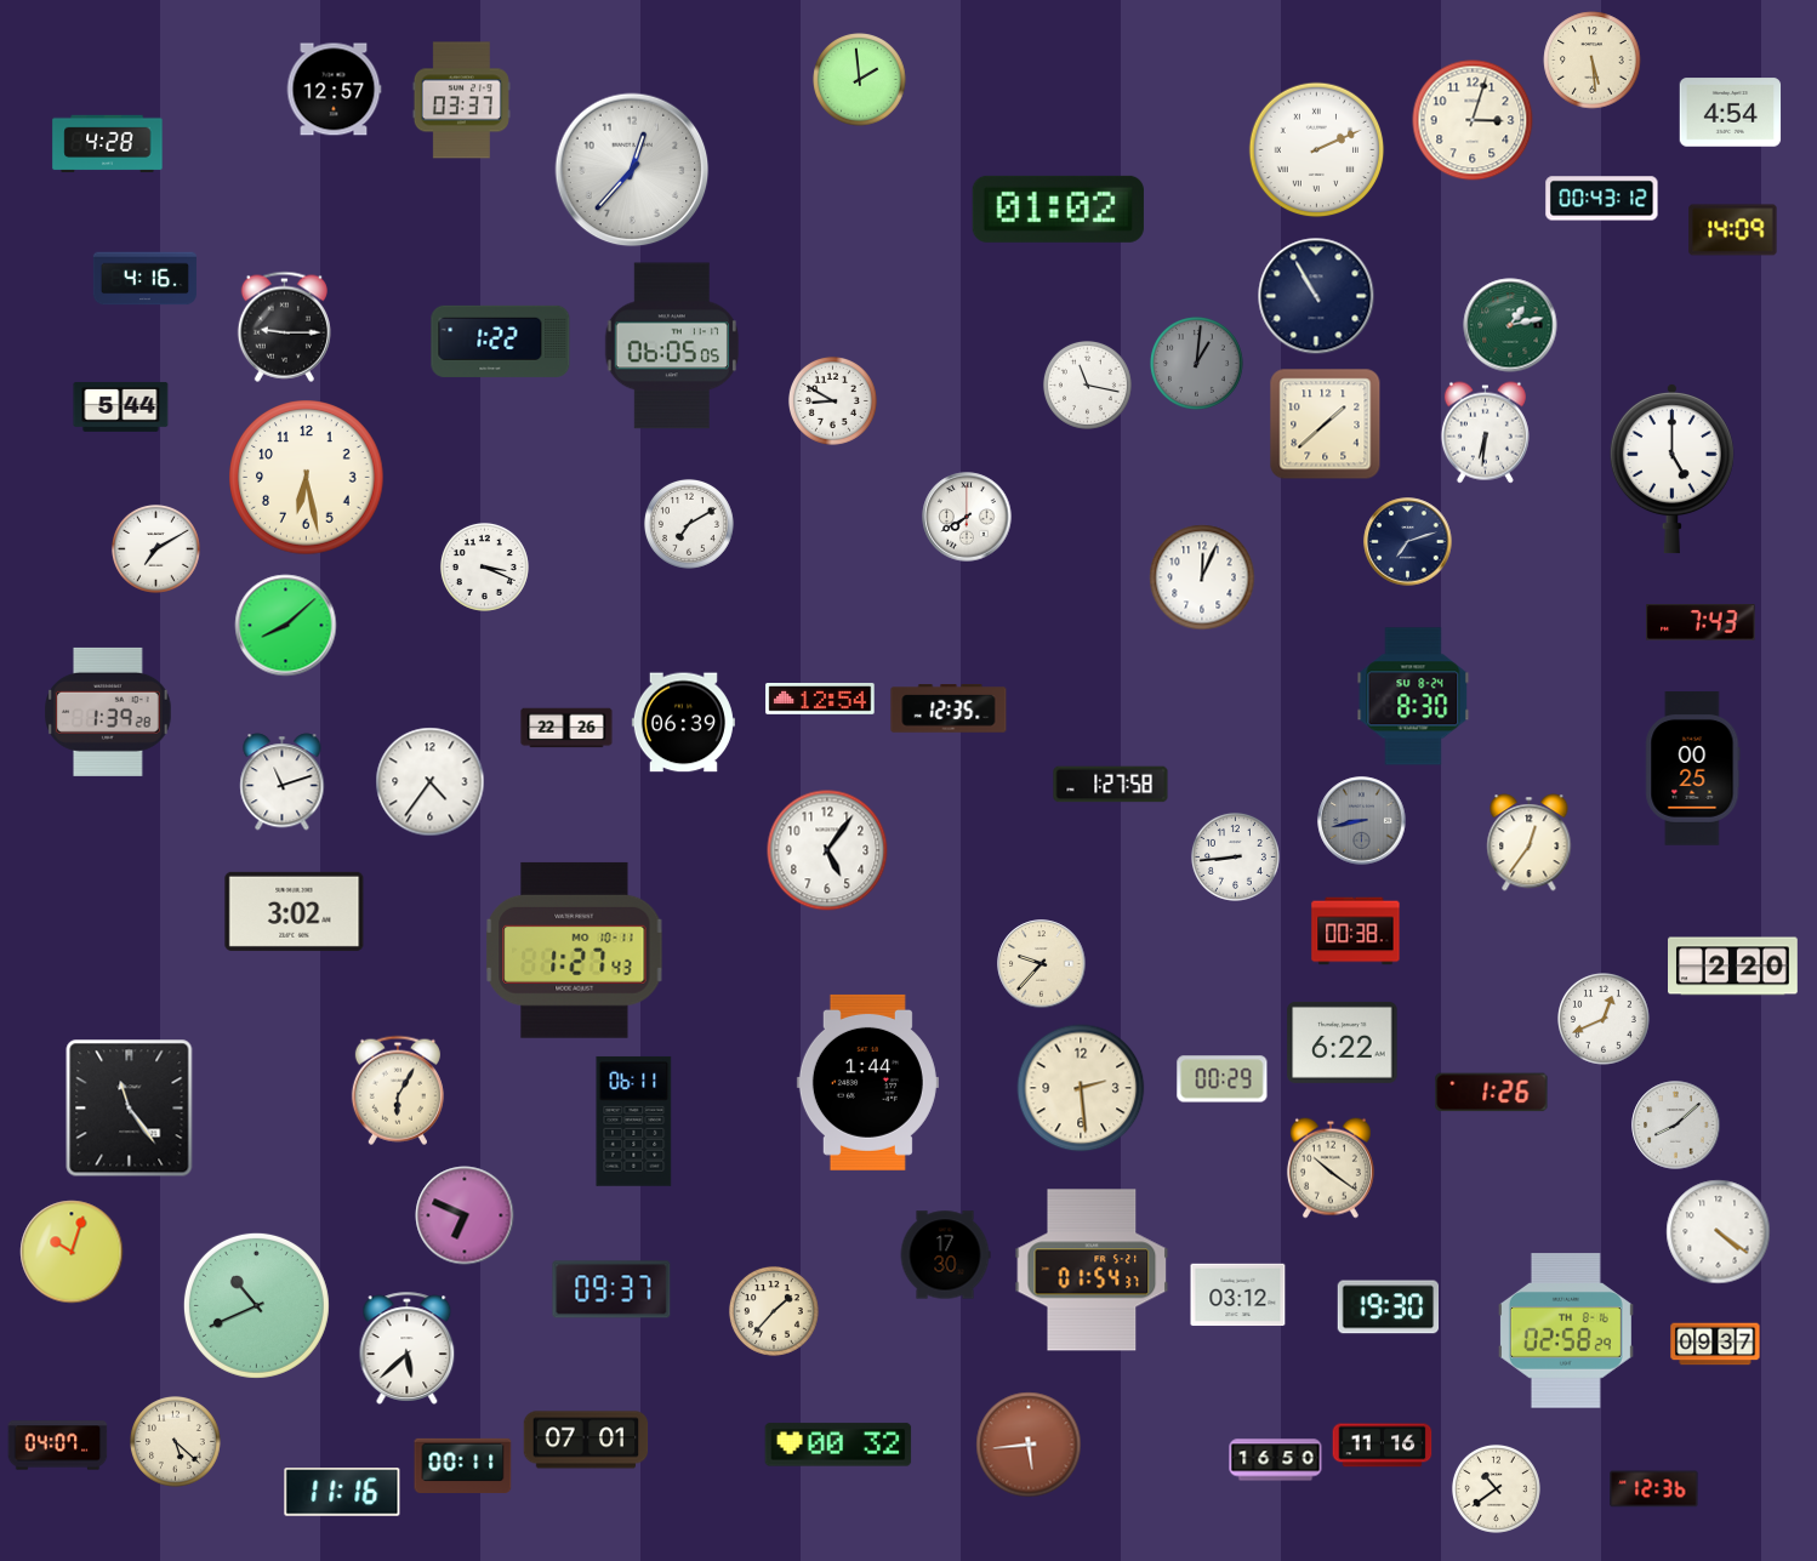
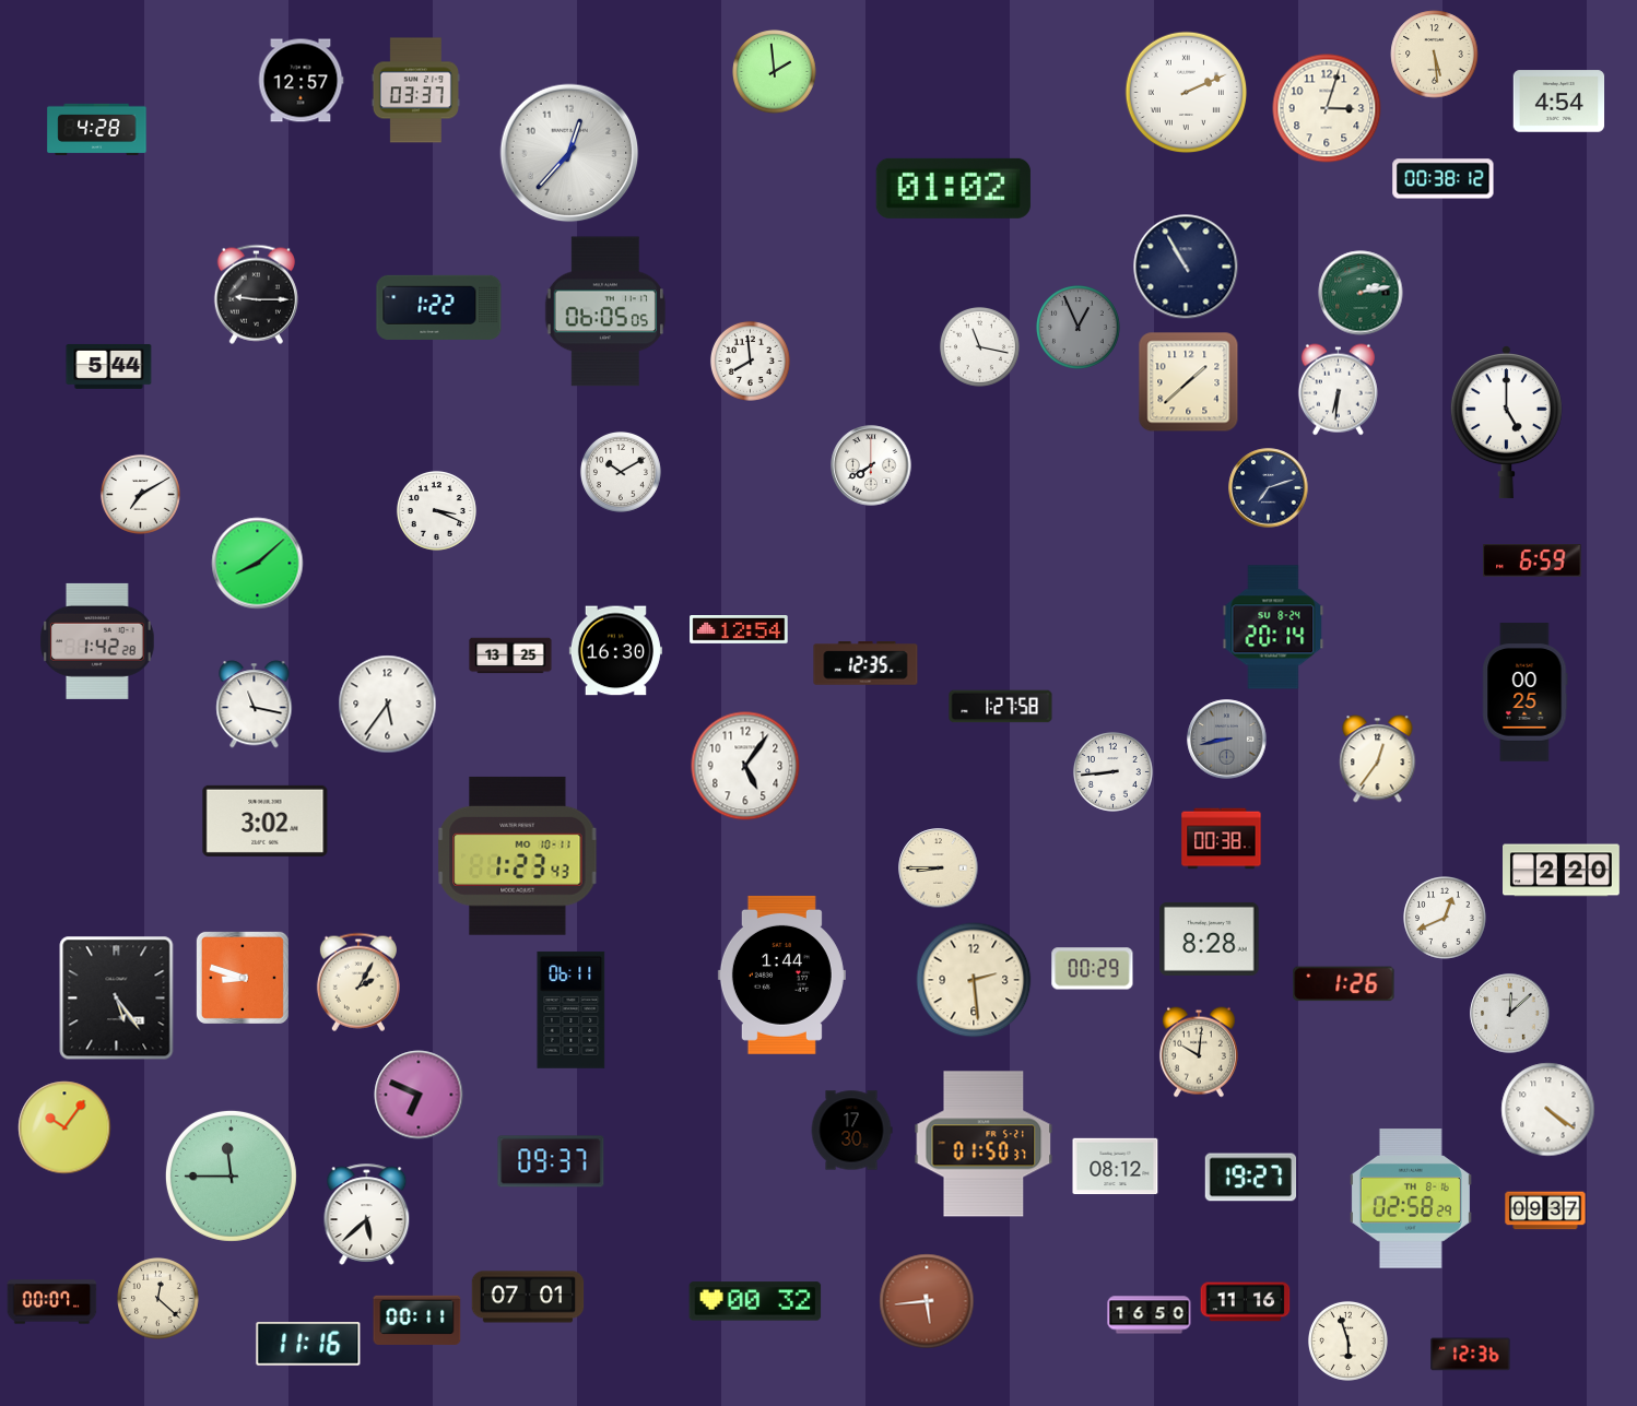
clock at (1317, 150) position: (1317, 150) -> (1187, 93)
clock at (1602, 199): 00:43 -> 00:38
clock at (1733, 230): 14:09 -> none
clock at (144, 279): 4:16 -> none
clock at (1510, 325): 1:13 -> 2:13
clock at (501, 341) position: (501, 341) -> (439, 307)
clock at (1197, 364): 1:01 -> 12:56
clock at (832, 400): 8:50 -> 7:59
clock at (1326, 425) position: (1326, 425) -> (1189, 382)
clock at (307, 478): 6:28 -> none
clock at (689, 524): 7:10 -> 10:10
clock at (1202, 577): 12:04 -> none
clock at (1701, 622): 7:43 -> 6:59
clock at (1413, 696): 8:30 -> 20:14
clock at (949, 708) position: (949, 708) -> (865, 663)
clock at (108, 712): 1:39 -> 1:42
clock at (683, 723): 06:39 -> 16:30
clock at (566, 728): 22:26 -> 13:25
clock at (283, 782): 11:12 -> 11:17
clock at (431, 782): 4:36 -> 5:36
clock at (575, 950): 1:27 -> 1:23
clock at (1042, 964): 9:37 -> 8:45
clock at (1343, 1042): 6:22 -> 8:28
clock at (1223, 1079) position: (1223, 1079) -> (1093, 969)
clock at (243, 978): none -> 8:48
clock at (398, 1090): 6:05 -> 2:05
clock at (130, 1109): 11:24 -> 5:24
clock at (1676, 1126): 8:08 -> 12:08
clock at (1331, 1168): 10:21 -> 10:01
clock at (72, 1252): 10:03 -> 10:06
clock at (1092, 1270): 01:54 -> 01:50
clock at (1238, 1295): 03:12 -> 08:12
clock at (256, 1305): 10:41 -> 11:45
clock at (1389, 1308): 19:30 -> 19:27
clock at (774, 1311): 1:37 -> none
clock at (176, 1442): 5:22 -> 12:22
clock at (58, 1446): 04:07 -> 00:07
clock at (1496, 1488): 10:39 -> 5:57
clock at (1654, 1489) position: (1654, 1489) -> (1471, 1355)
